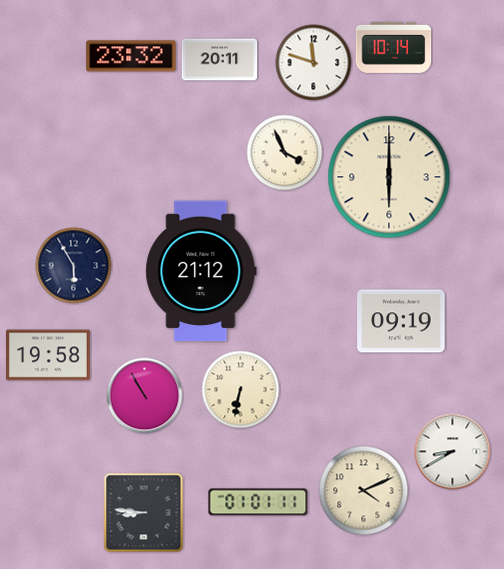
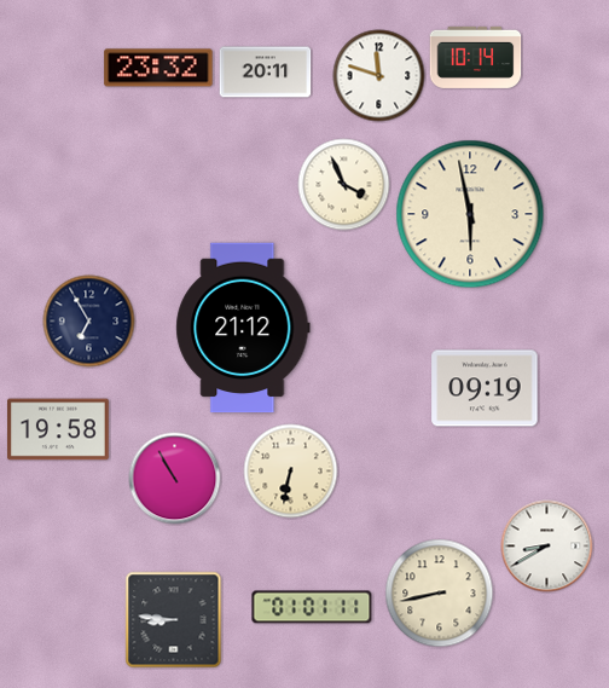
clock at (389, 177): 6:00 -> 5:58
clock at (74, 266): 5:55 -> 6:55
clock at (364, 491): 4:11 -> 8:43
